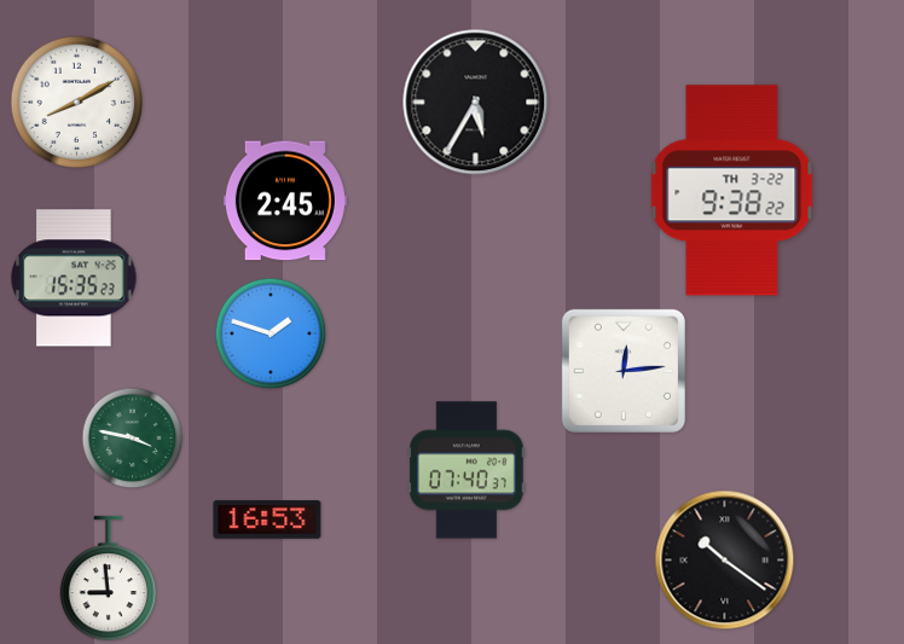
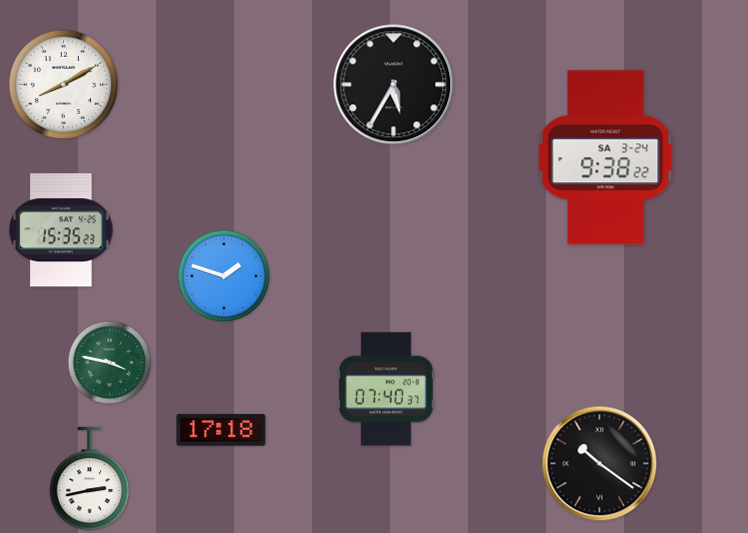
clock at (732, 191) date: TH 3-22 -> SA 3-24
clock at (285, 201): 2:45 -> none
clock at (624, 371): 12:14 -> none
clock at (267, 520): 16:53 -> 17:18
clock at (109, 579): 8:59 -> 2:43
